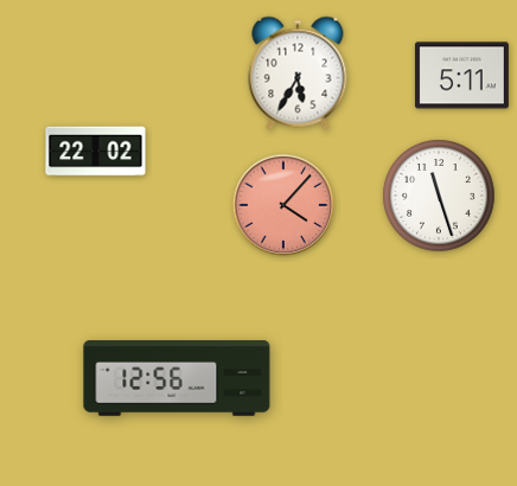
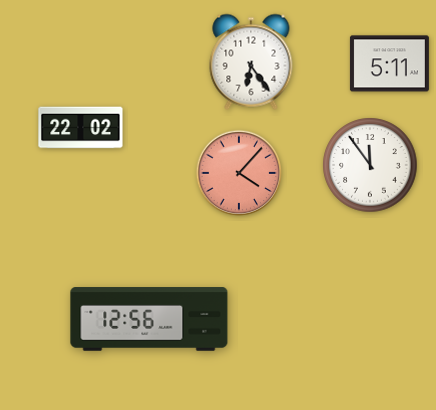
clock at (298, 73): 5:35 -> 6:24
clock at (439, 196): 11:27 -> 11:54
